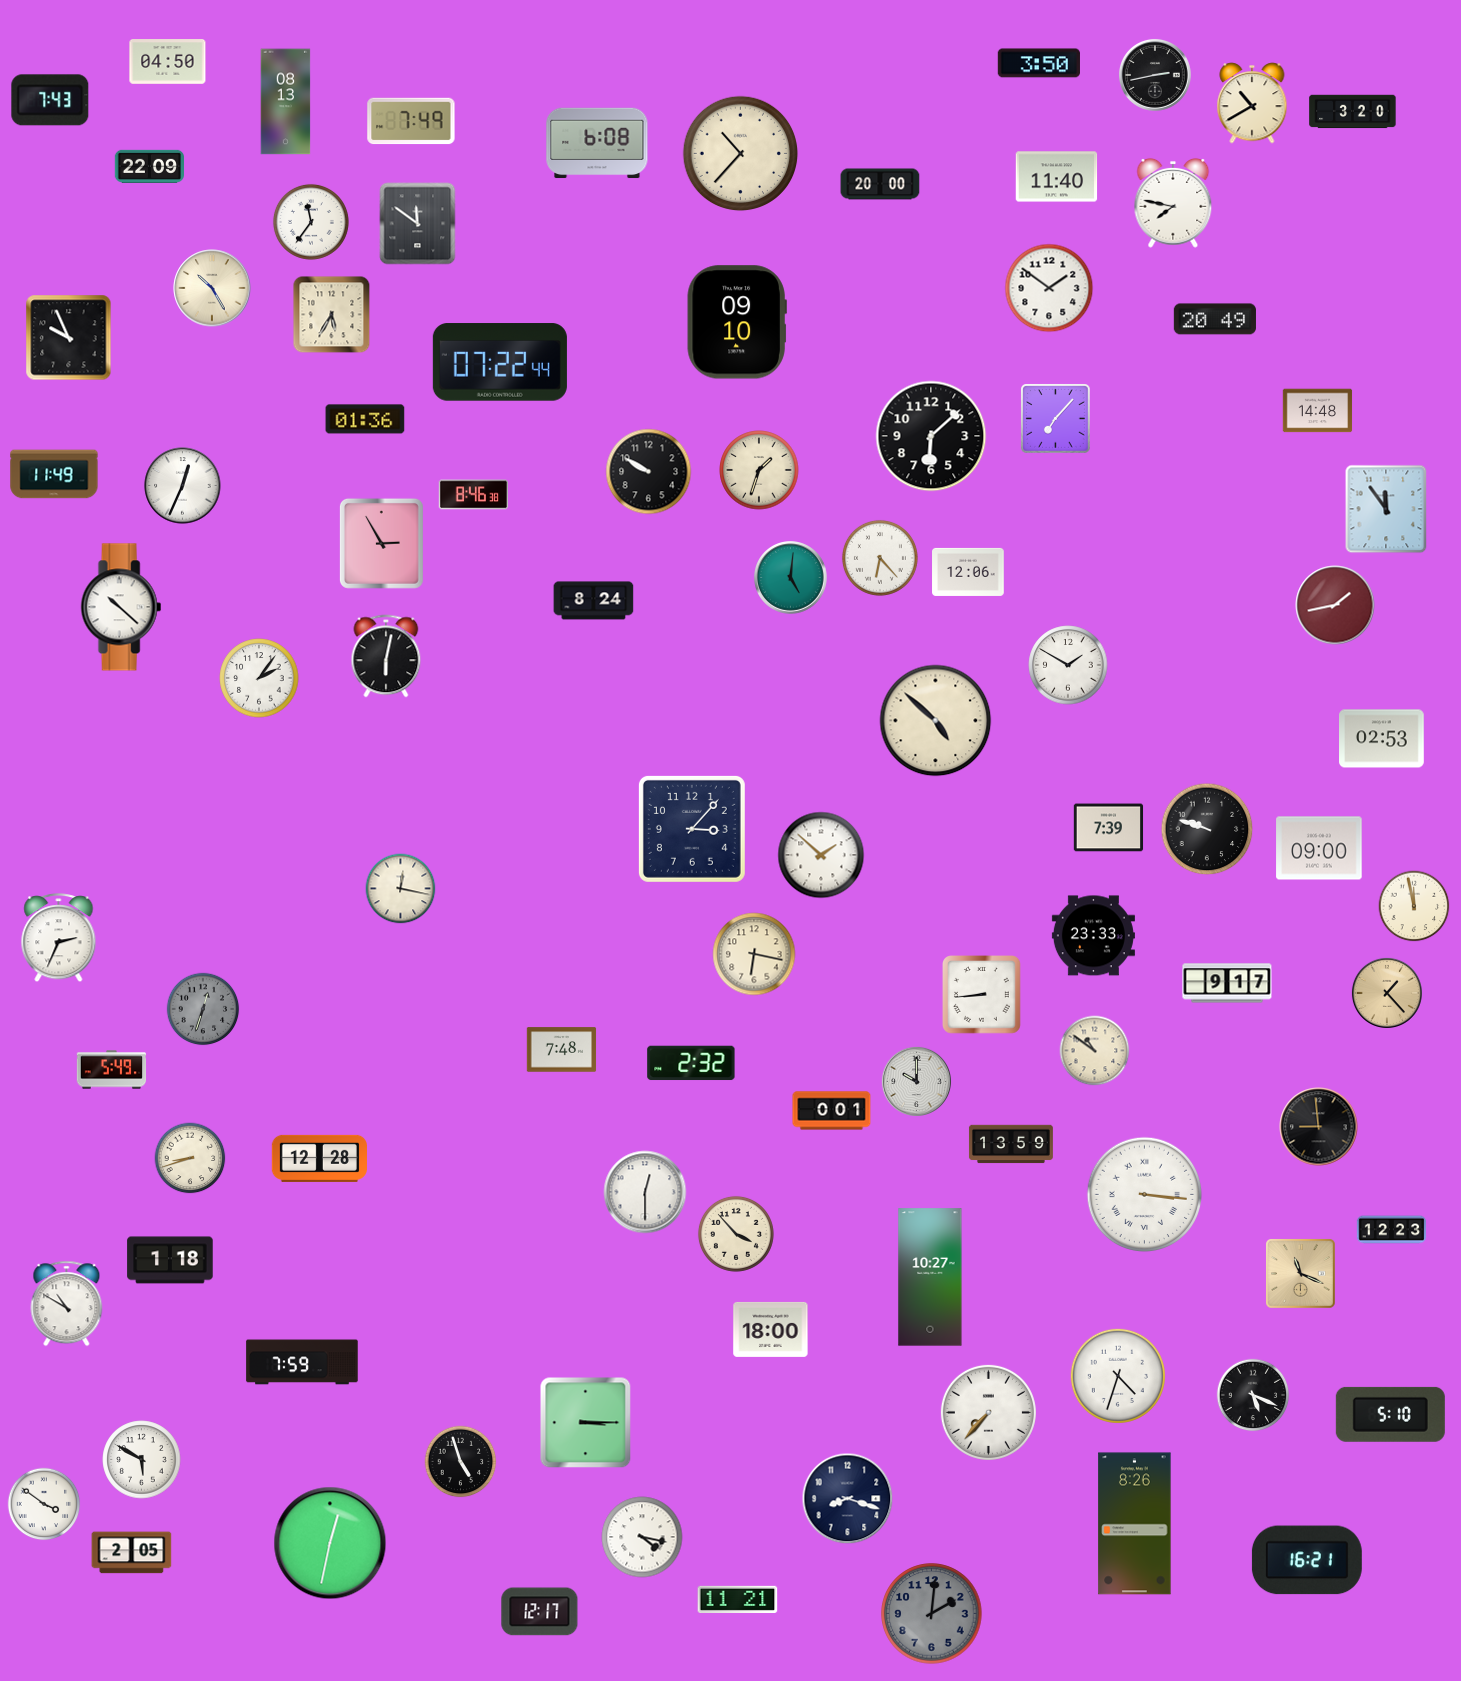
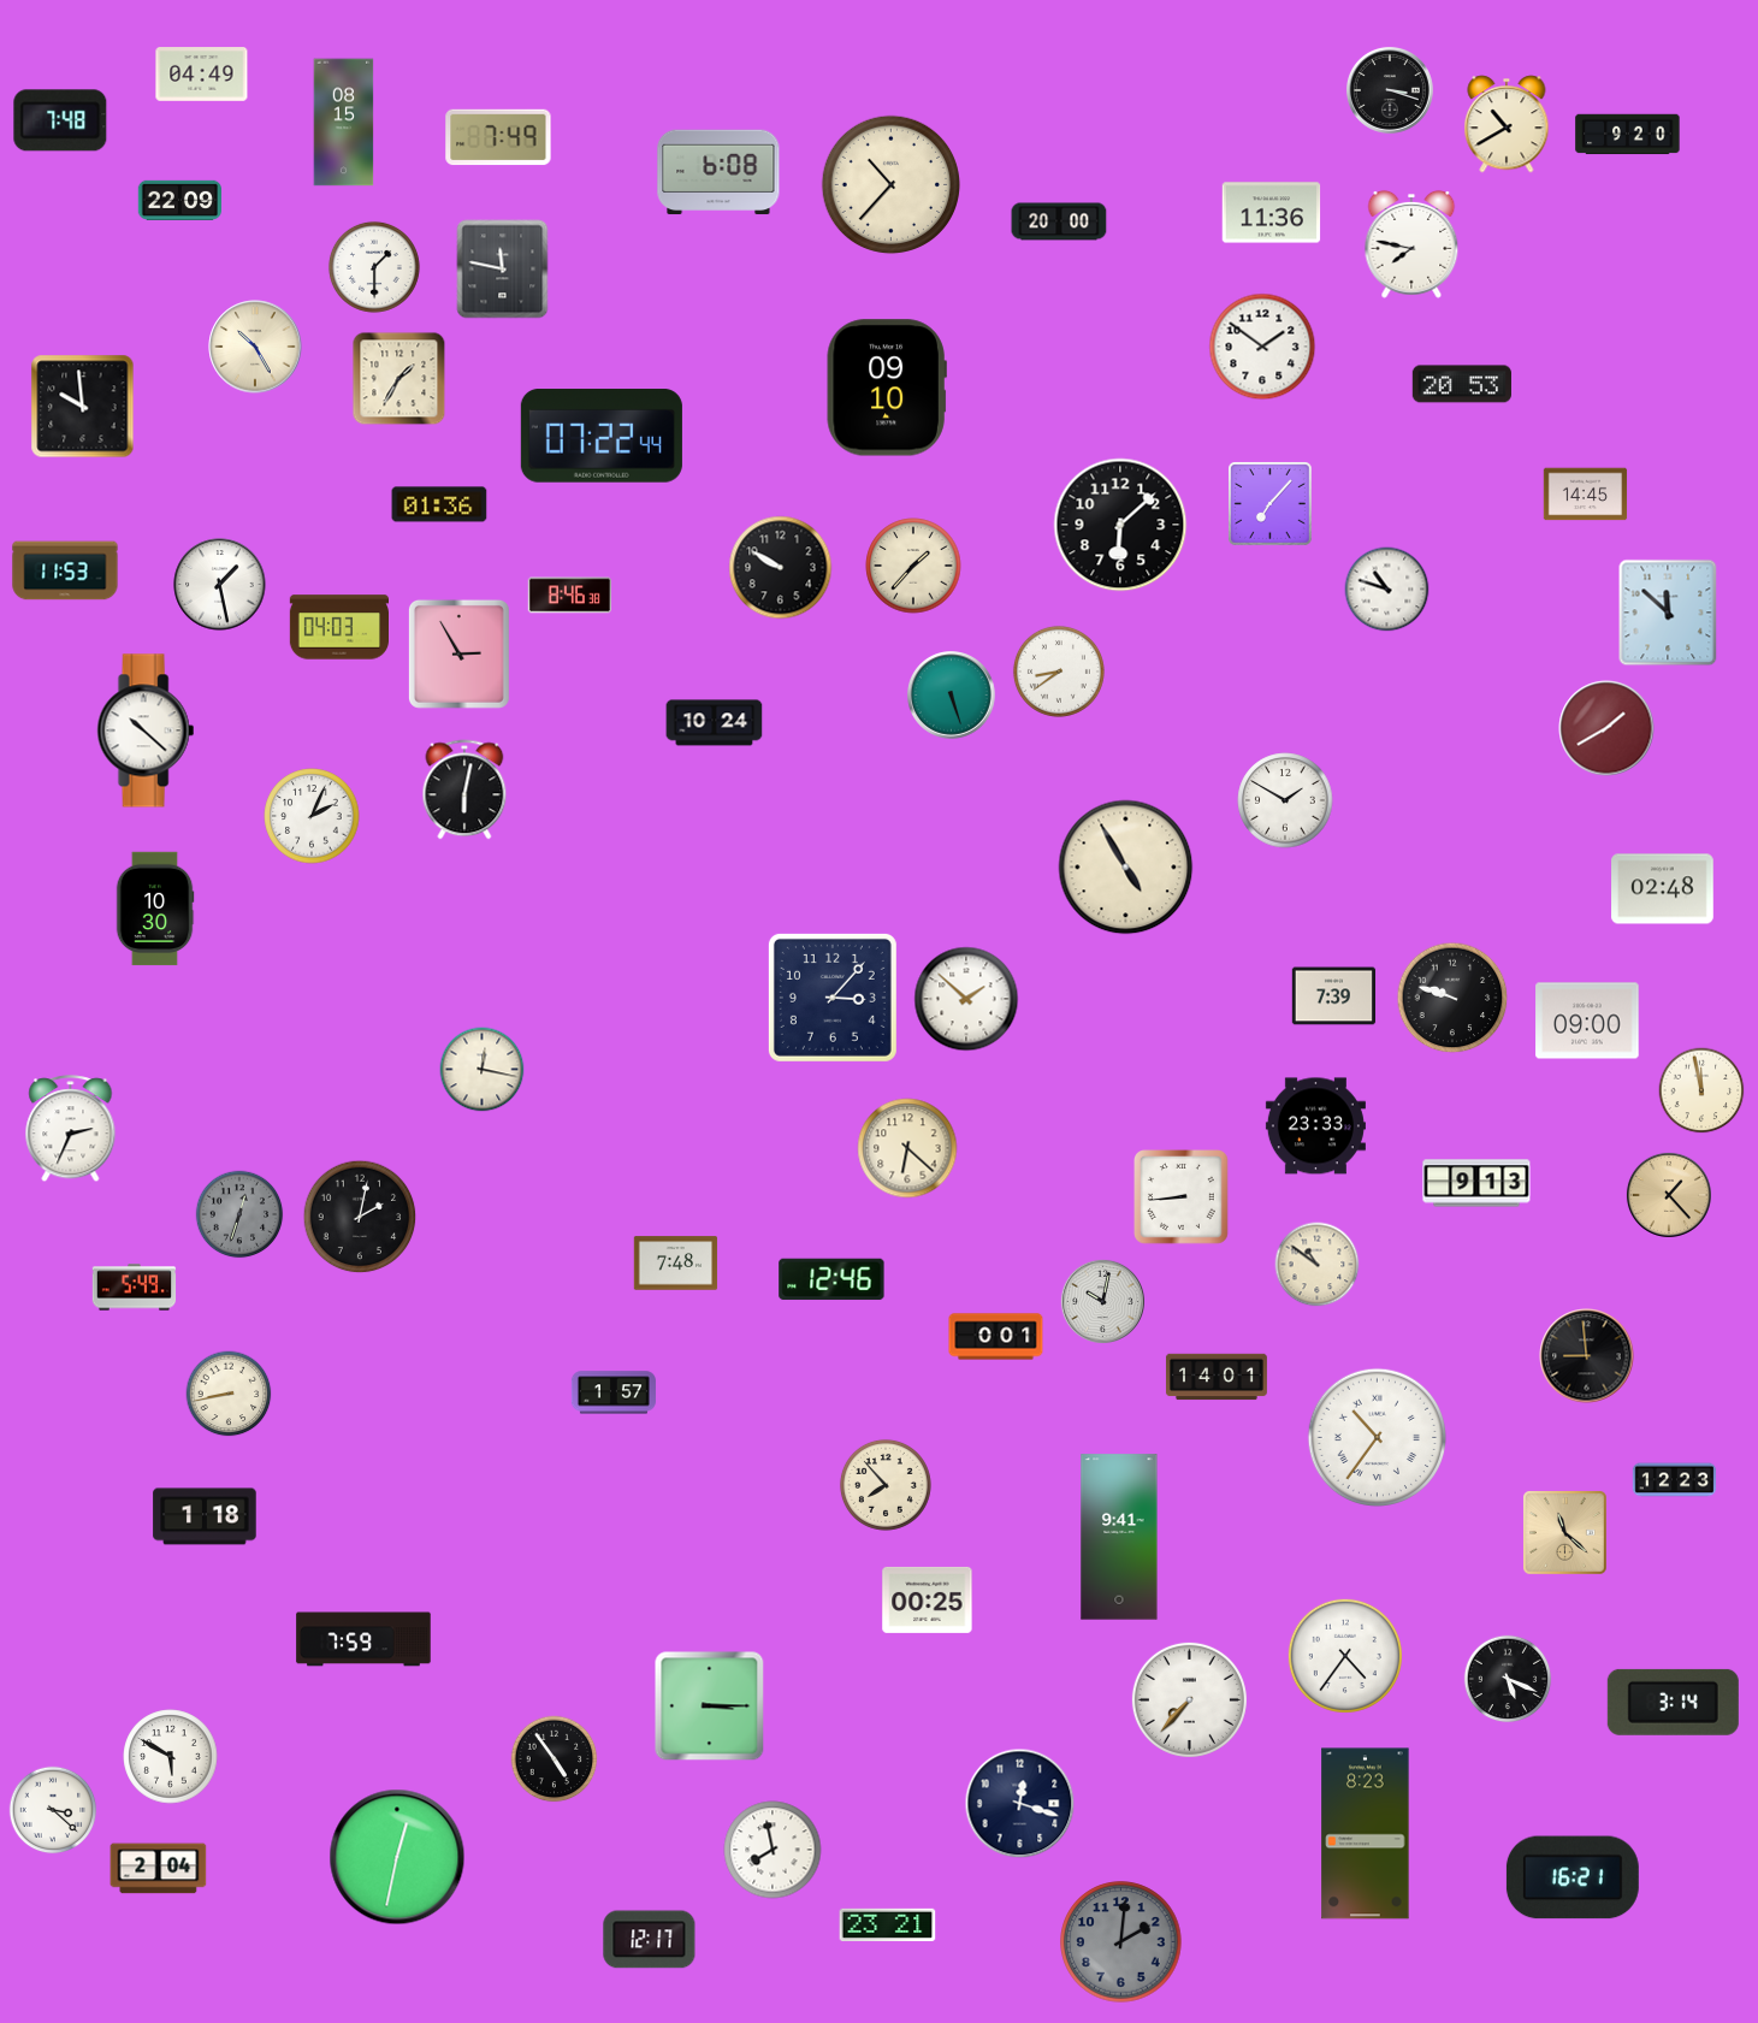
clock at (168, 62): 04:50 -> 04:49
clock at (1039, 63): 3:50 -> none
clock at (1155, 75): 2:43 -> 3:18
clock at (50, 100): 7:43 -> 7:48
clock at (286, 102): 08:13 -> 08:15
clock at (1353, 112): 3:20 -> 9:20
clock at (411, 121) position: (411, 121) -> (498, 137)
clock at (1057, 177): 11:40 -> 11:36
clock at (311, 222): 11:36 -> 1:30
clock at (418, 224): 11:51 -> 11:47
clock at (332, 315): 5:35 -> 1:35
clock at (1215, 319): 20:49 -> 20:53
clock at (69, 338): 9:56 -> 9:59
clock at (1318, 411): 14:48 -> 14:45
clock at (759, 470): 1:33 -> 1:37
clock at (54, 474): 11:49 -> 11:53
clock at (183, 486): 12:34 -> 1:28
clock at (1387, 590): none -> 10:48
clock at (1386, 509): 11:54 -> 11:52
clock at (338, 627): none -> 04:03
clock at (880, 558): 6:23 -> 8:39
clock at (968, 572): 12:06 -> none
clock at (791, 578): 5:01 -> 5:27
clock at (594, 601): 8:24 -> 10:24
clock at (1335, 605): 1:43 -> 1:40
clock at (259, 678): 2:06 -> 2:04
clock at (936, 721): 4:52 -> 4:55
clock at (1382, 739): 02:53 -> 02:48
clock at (155, 909): none -> 10:30
clock at (821, 855) position: (821, 855) -> (966, 999)
clock at (754, 954): 6:17 -> 6:22
clock at (1227, 983): 9:17 -> 9:13
clock at (203, 1009) position: (203, 1009) -> (239, 1214)
clock at (360, 1217): none -> 2:02
clock at (691, 1063): 2:32 -> 12:46
clock at (916, 1081): 10:00 -> 10:02
clock at (832, 1111) position: (832, 1111) -> (996, 1337)
clock at (1011, 1144): 13:59 -> 14:01
clock at (614, 1392): none -> 1:57
clock at (190, 1158): 8:42 -> 8:43
clock at (319, 1158): 12:28 -> none
clock at (645, 1192): 12:30 -> none
clock at (1145, 1195): 3:16 -> 10:36
clock at (736, 1234): 3:53 -> 7:53
clock at (1301, 1274): 11:19 -> 11:22
clock at (930, 1277): 10:27 -> 9:41
clock at (67, 1304): 10:50 -> none
clock at (771, 1329): 18:00 -> 00:25
clock at (1118, 1376): 4:33 -> 4:36
clock at (1390, 1414): 5:10 -> 3:14
clock at (586, 1423) position: (586, 1423) -> (710, 1706)
clock at (461, 1462): 4:57 -> 4:54
clock at (848, 1499): 8:18 -> 12:18
clock at (44, 1504): 3:51 -> 3:22
clock at (1135, 1524): 8:26 -> 8:23
clock at (642, 1537): 4:17 -> 7:58
clock at (132, 1553): 2:05 -> 2:04
clock at (738, 1599): 11:21 -> 23:21
